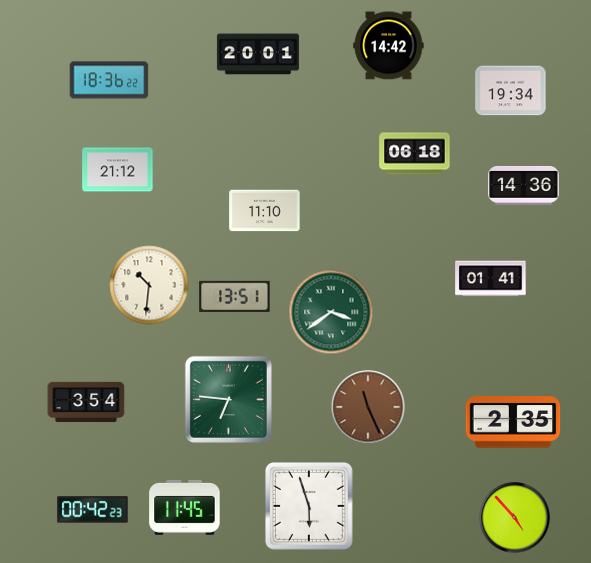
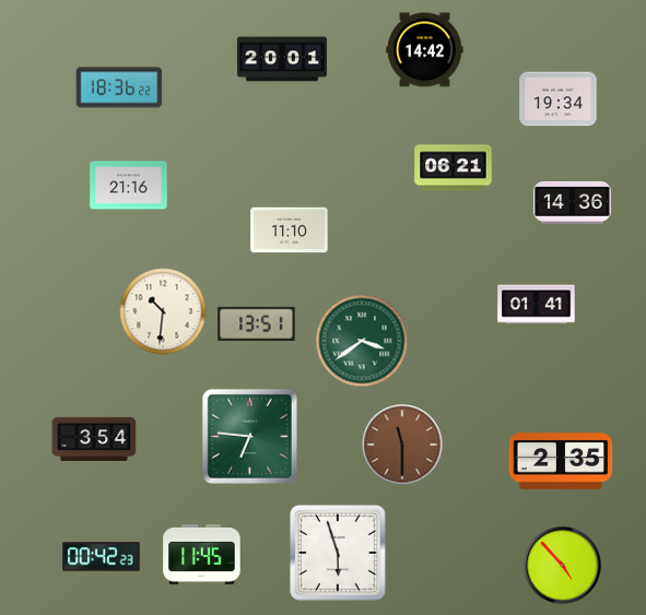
clock at (415, 154): 06:18 -> 06:21
clock at (118, 170): 21:12 -> 21:16
clock at (368, 407): 11:26 -> 11:30
